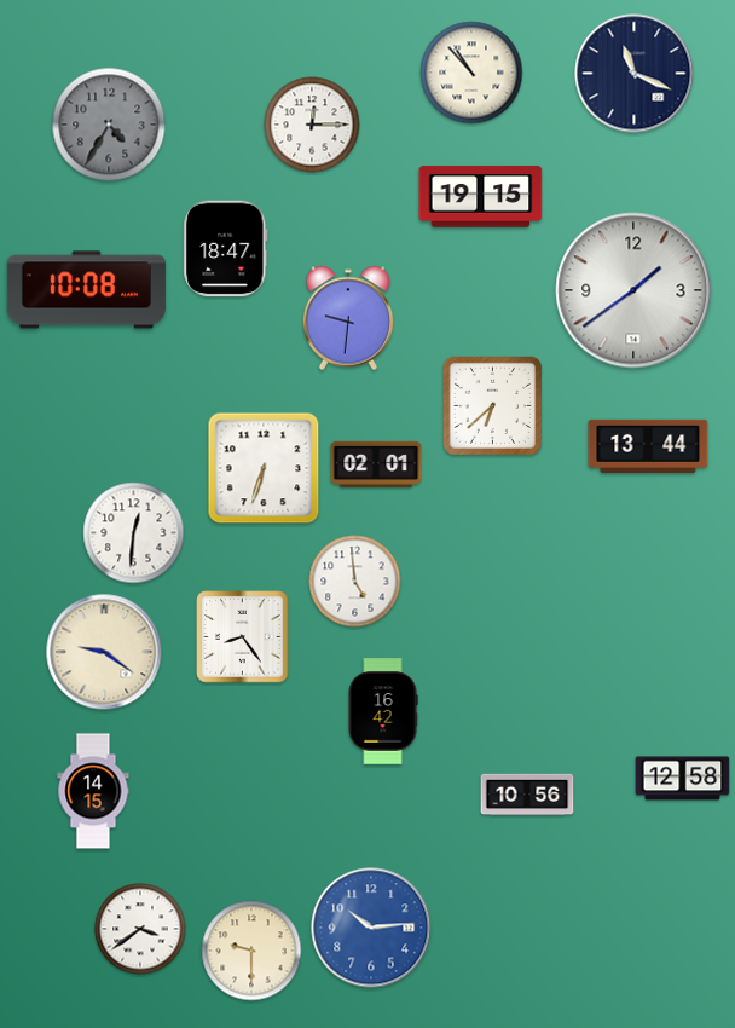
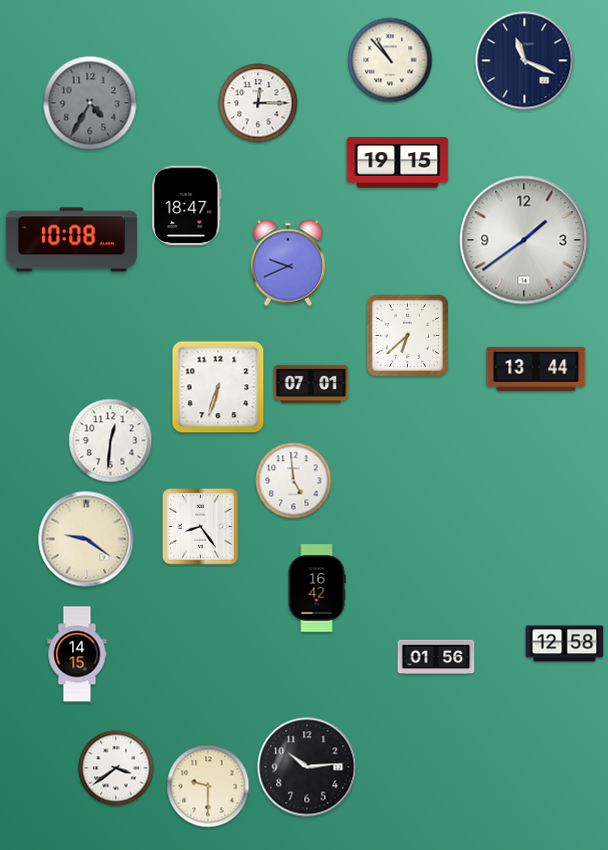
clock at (348, 318): 9:31 -> 9:41
clock at (376, 464): 02:01 -> 07:01
clock at (527, 795): 10:56 -> 01:56
clock at (371, 928) dial: blue -> black
